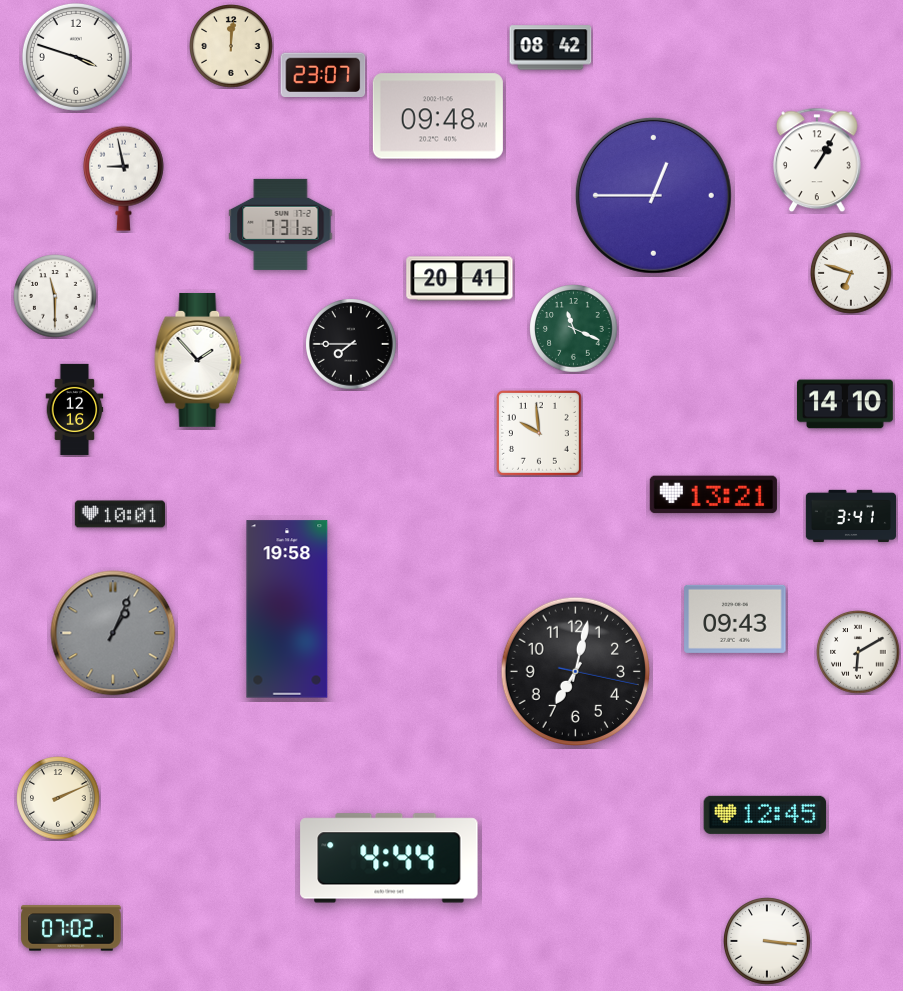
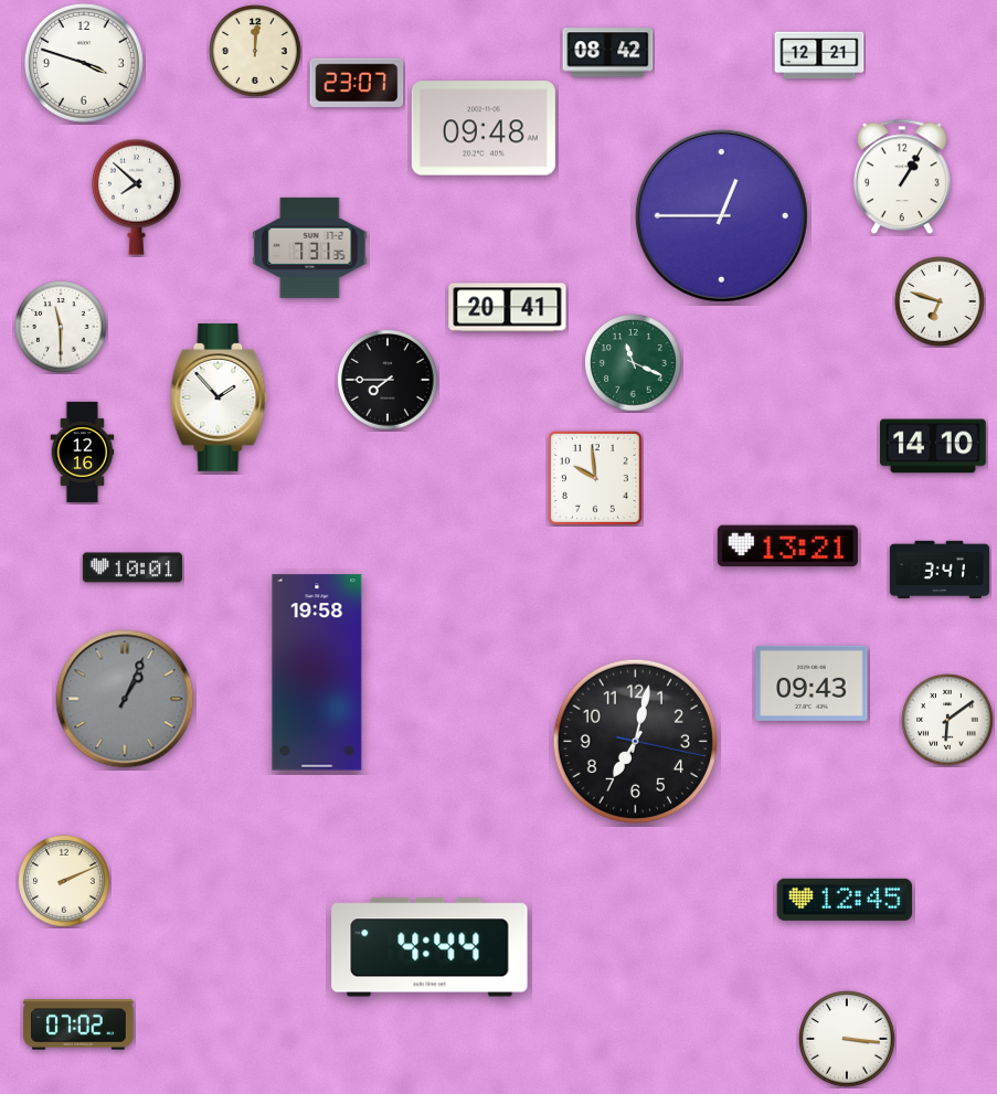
clock at (819, 55): none -> 12:21
clock at (123, 178): 8:58 -> 7:52
clock at (858, 652): 6:10 -> 6:09
